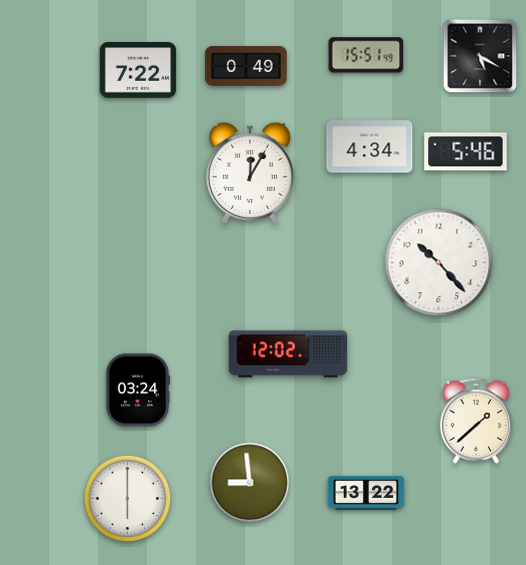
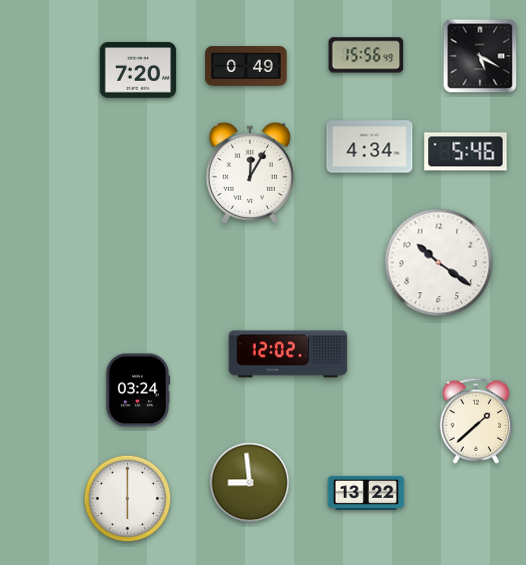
clock at (366, 55): 15:51 -> 15:56
clock at (138, 70): 7:22 -> 7:20
clock at (439, 263): 10:23 -> 10:21
